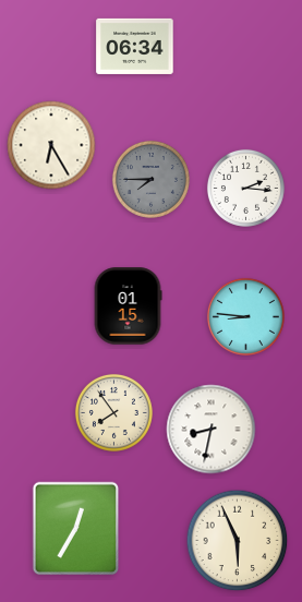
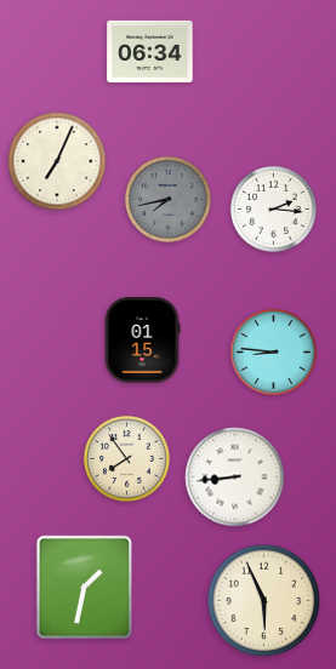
clock at (51, 145): 6:25 -> 7:04
clock at (150, 179): 7:45 -> 7:43
clock at (212, 430): 8:32 -> 8:44
clock at (76, 529): 12:35 -> 1:32
